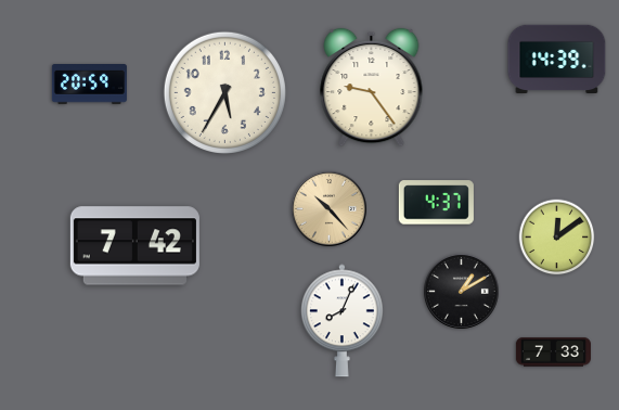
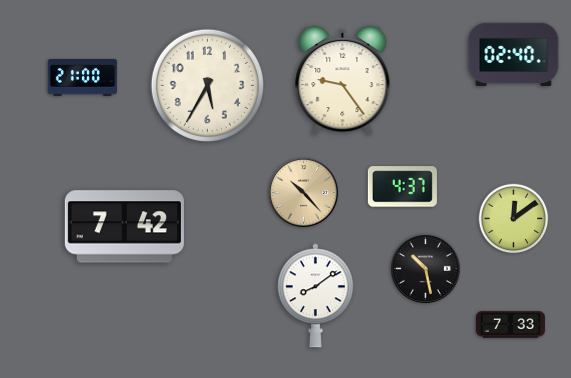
clock at (557, 59): 14:39 -> 02:40
clock at (89, 85): 20:59 -> 21:00
clock at (461, 291): 1:10 -> 10:28
clock at (341, 321): 8:04 -> 8:09
